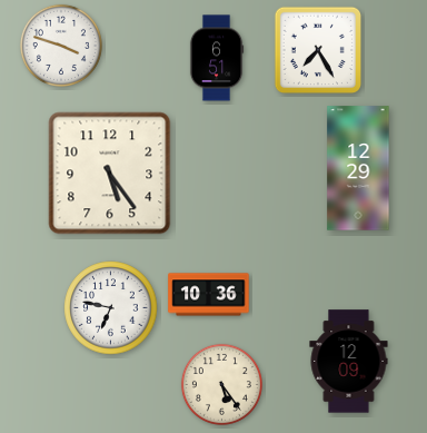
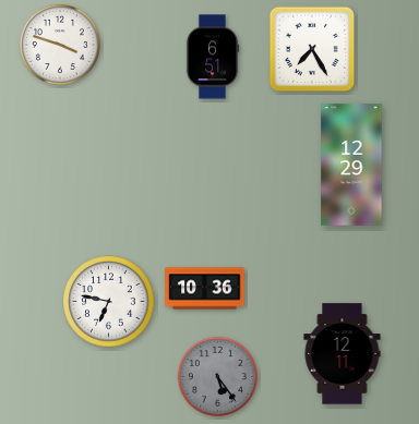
clock at (110, 174): 5:24 -> none
clock at (349, 362): 12:09 -> 12:11
clock at (221, 384) dial: cream -> grey
